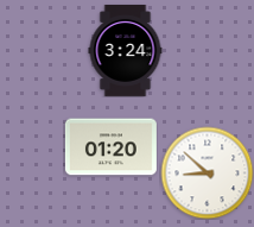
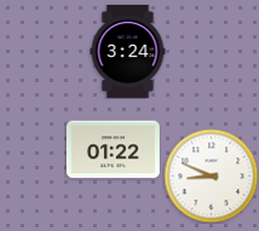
clock at (110, 147): 01:20 -> 01:22
clock at (207, 172): 8:52 -> 8:49
